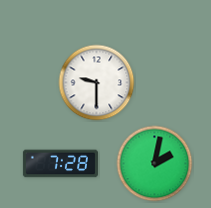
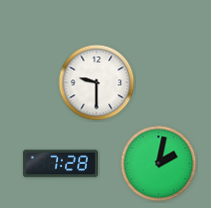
clock at (155, 164) position: (155, 164) -> (159, 164)
